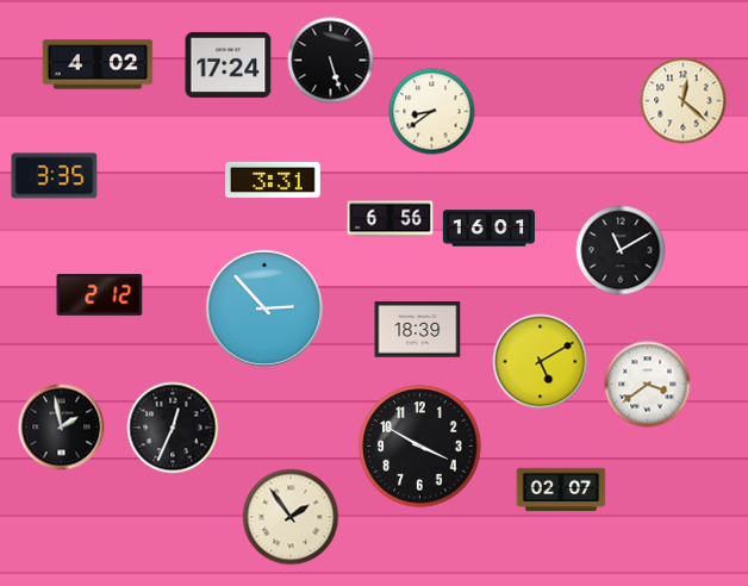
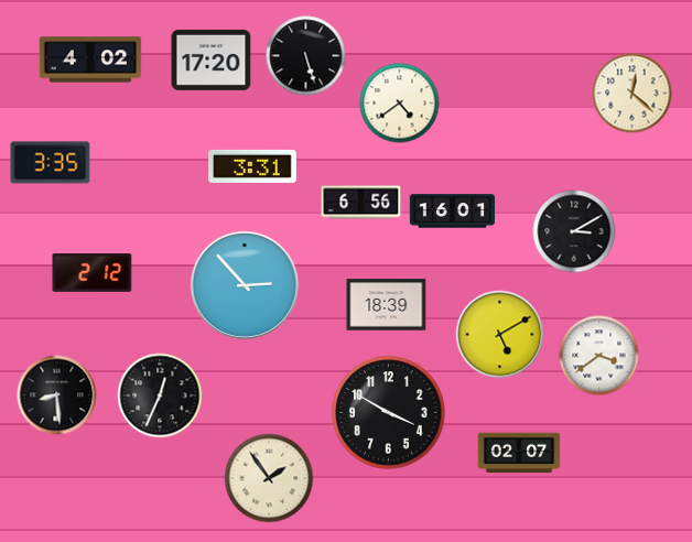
clock at (229, 64): 17:24 -> 17:20
clock at (432, 112): 8:39 -> 4:39
clock at (621, 250): 11:10 -> 3:10
clock at (62, 428): 1:58 -> 8:29
